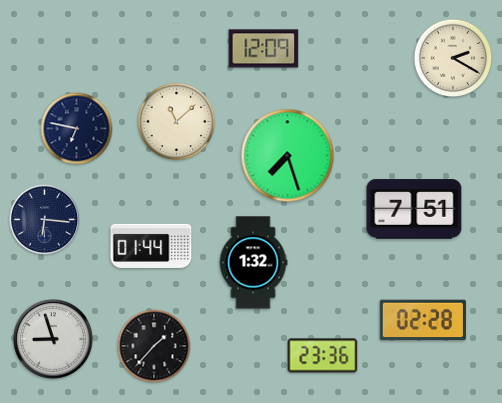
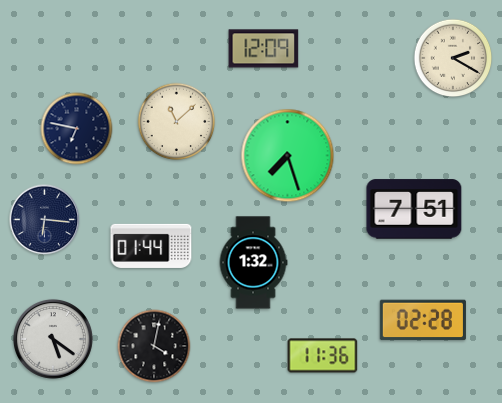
clock at (53, 339): 8:57 -> 5:21
clock at (154, 346): 1:37 -> 4:02
clock at (323, 356): 23:36 -> 11:36
